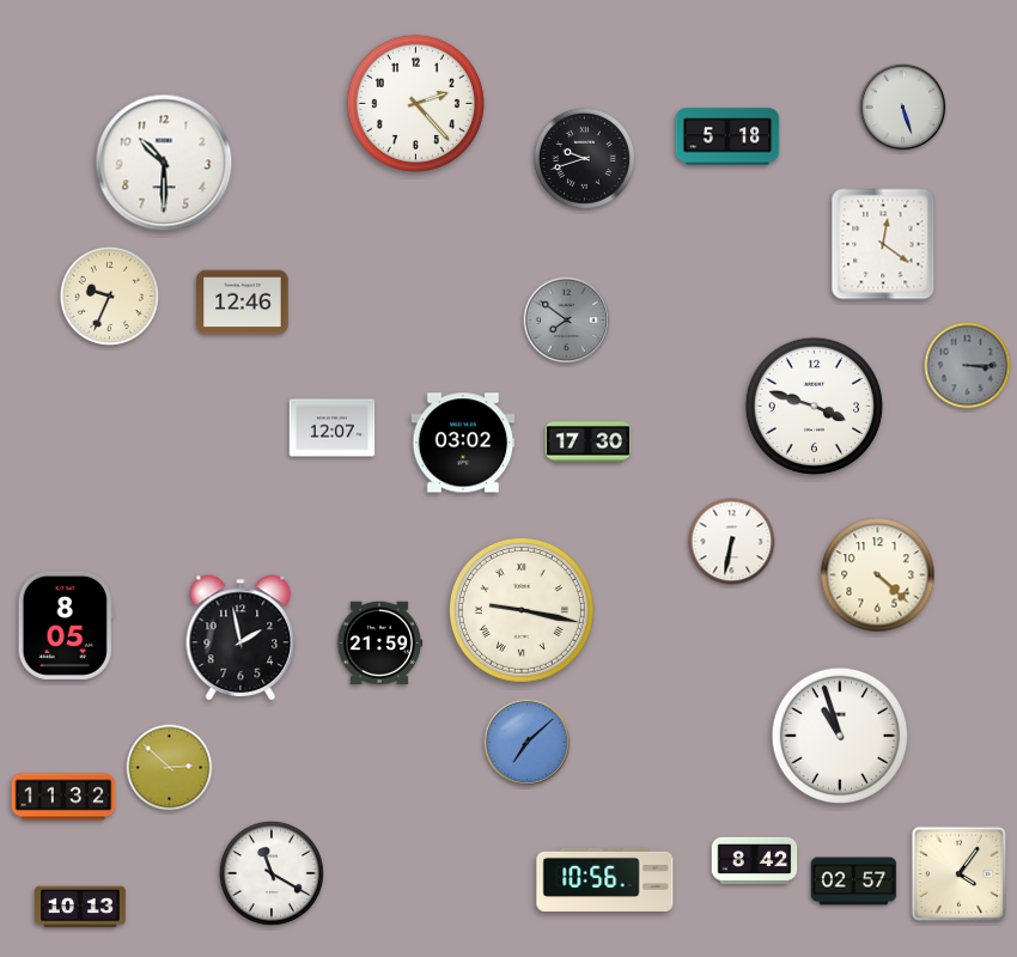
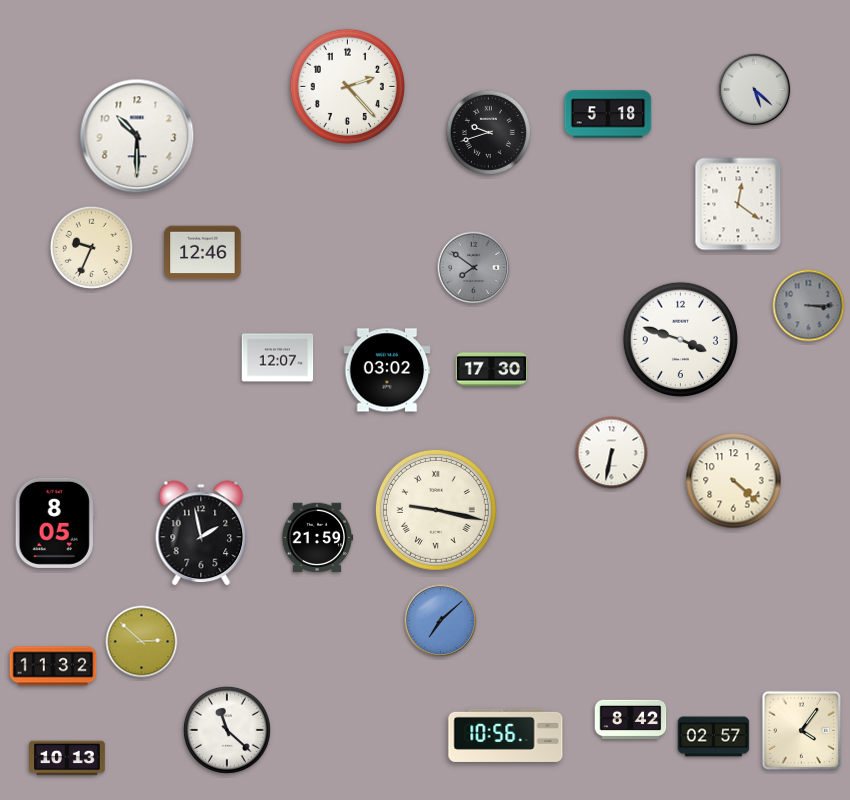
clock at (903, 108): 5:27 -> 5:22
clock at (839, 734): 10:57 -> none
clock at (272, 873): 11:20 -> 11:22
